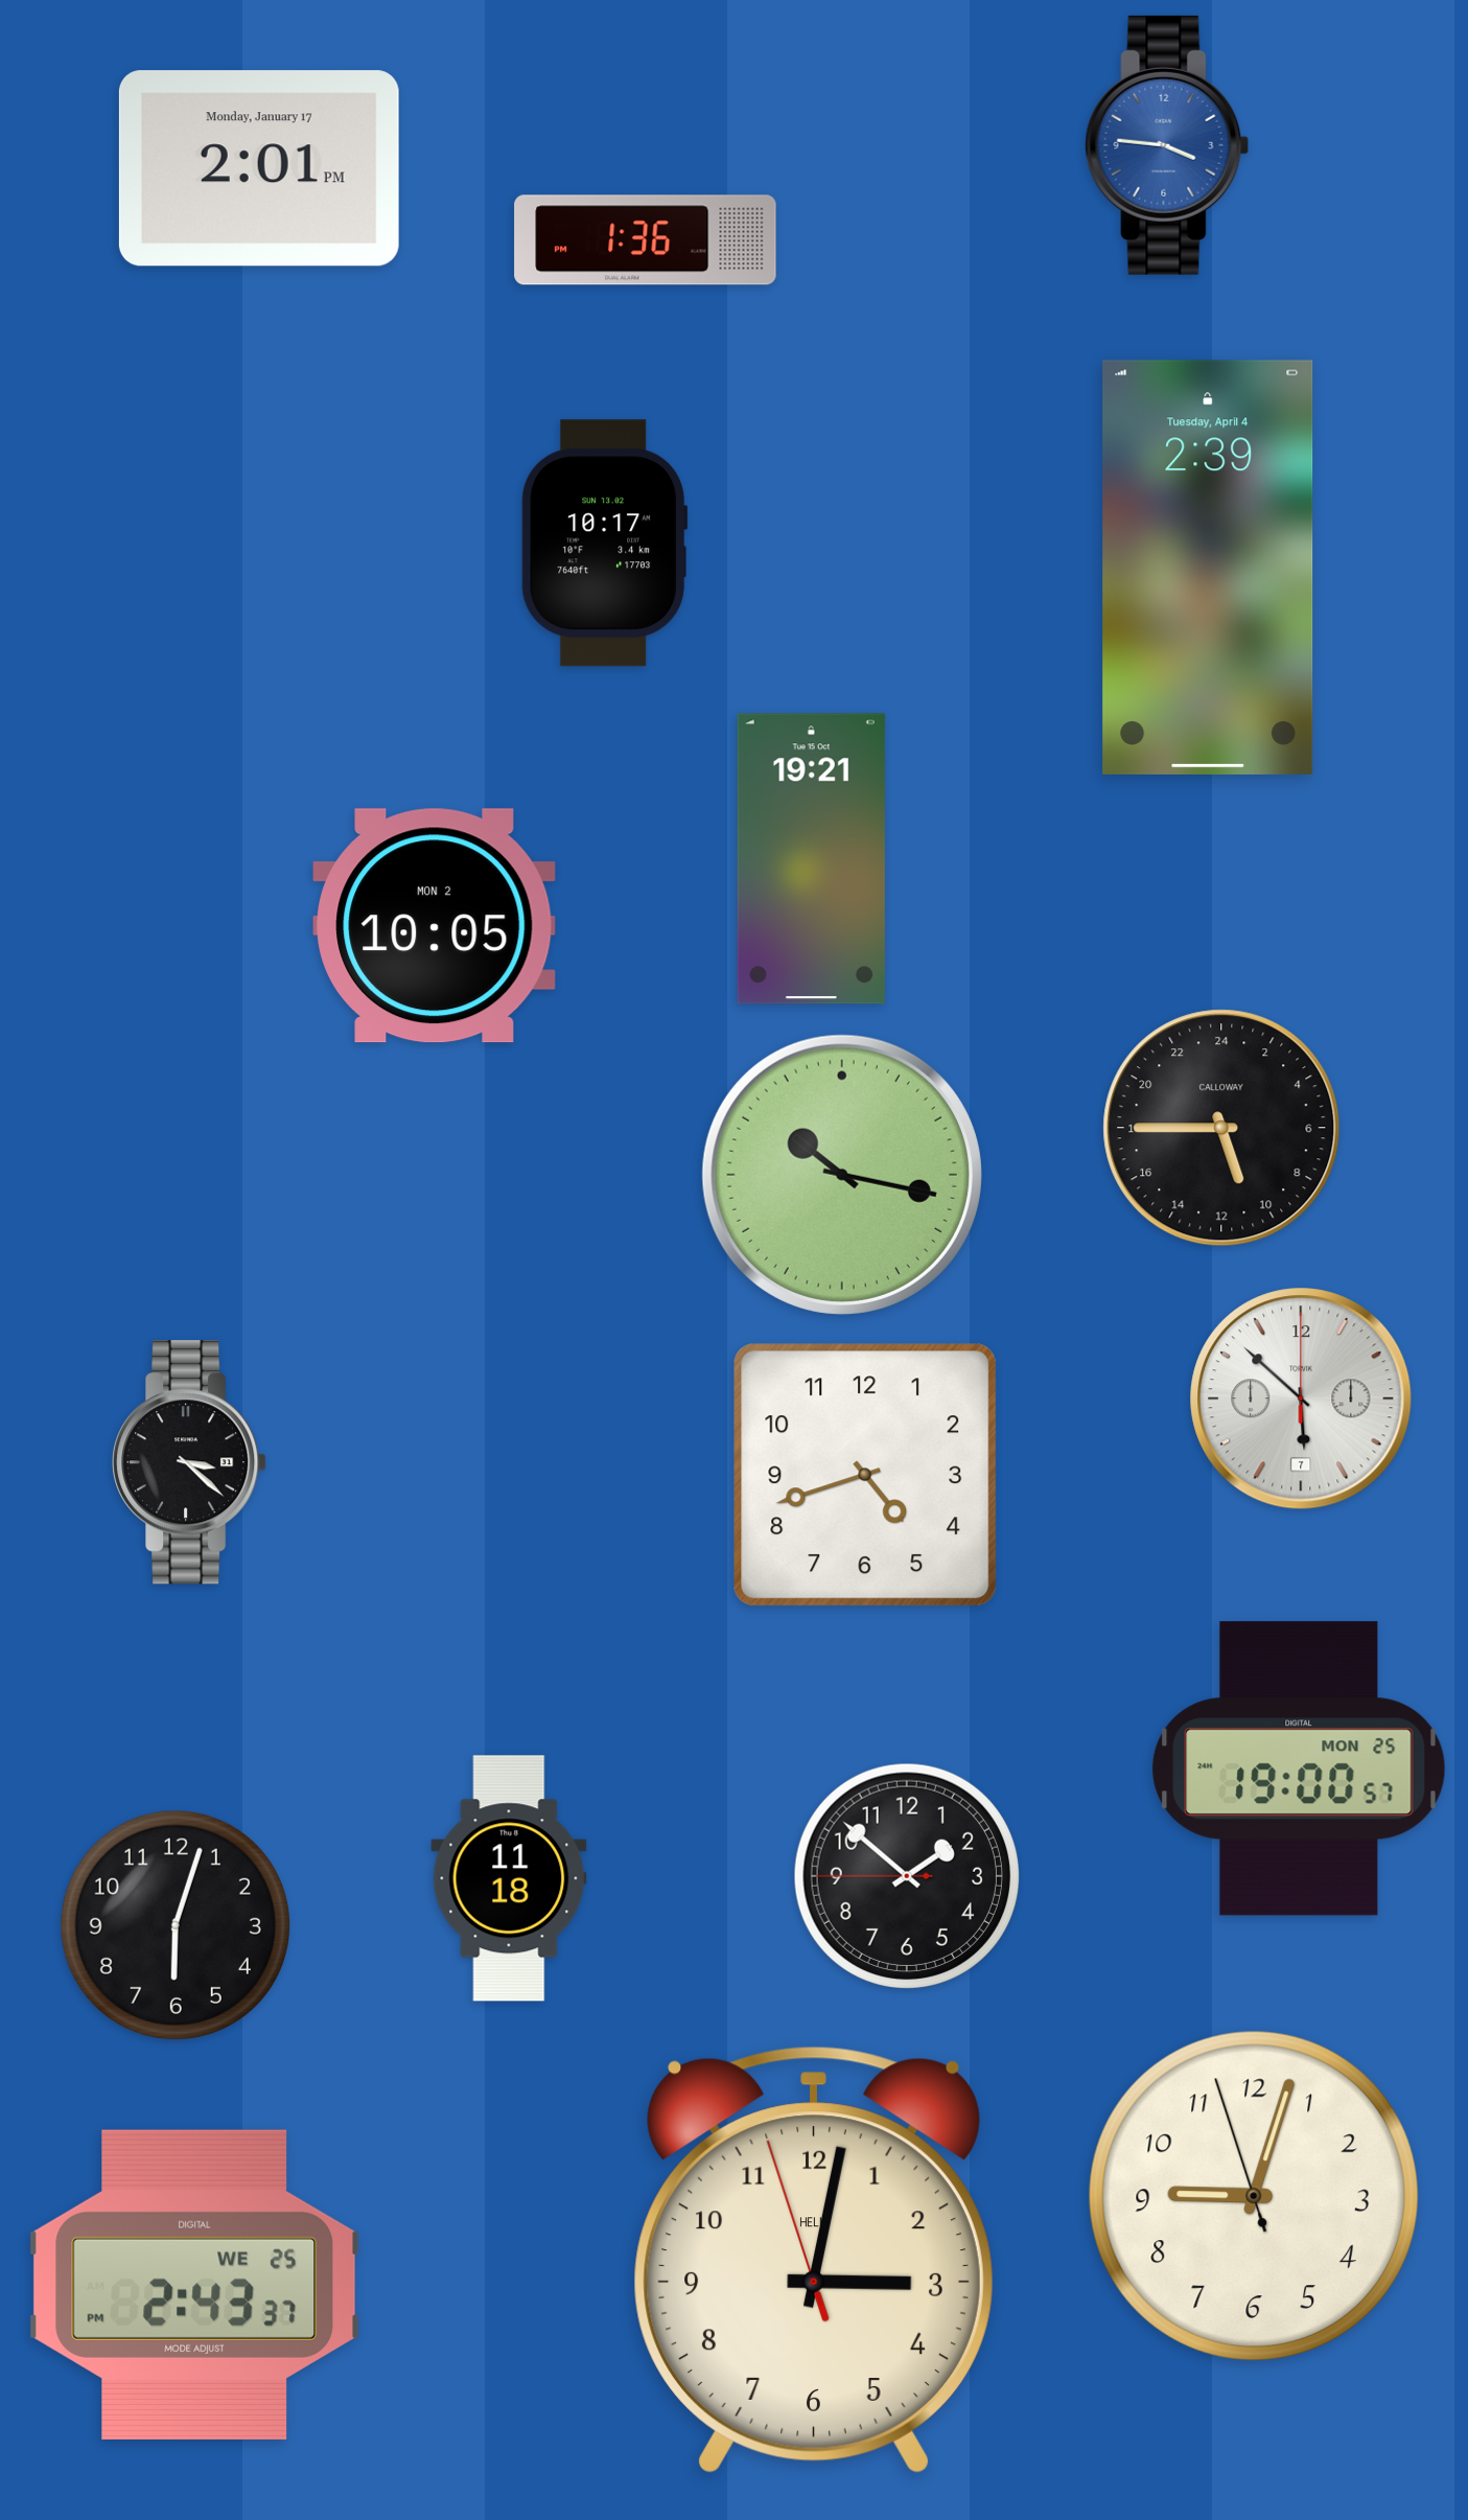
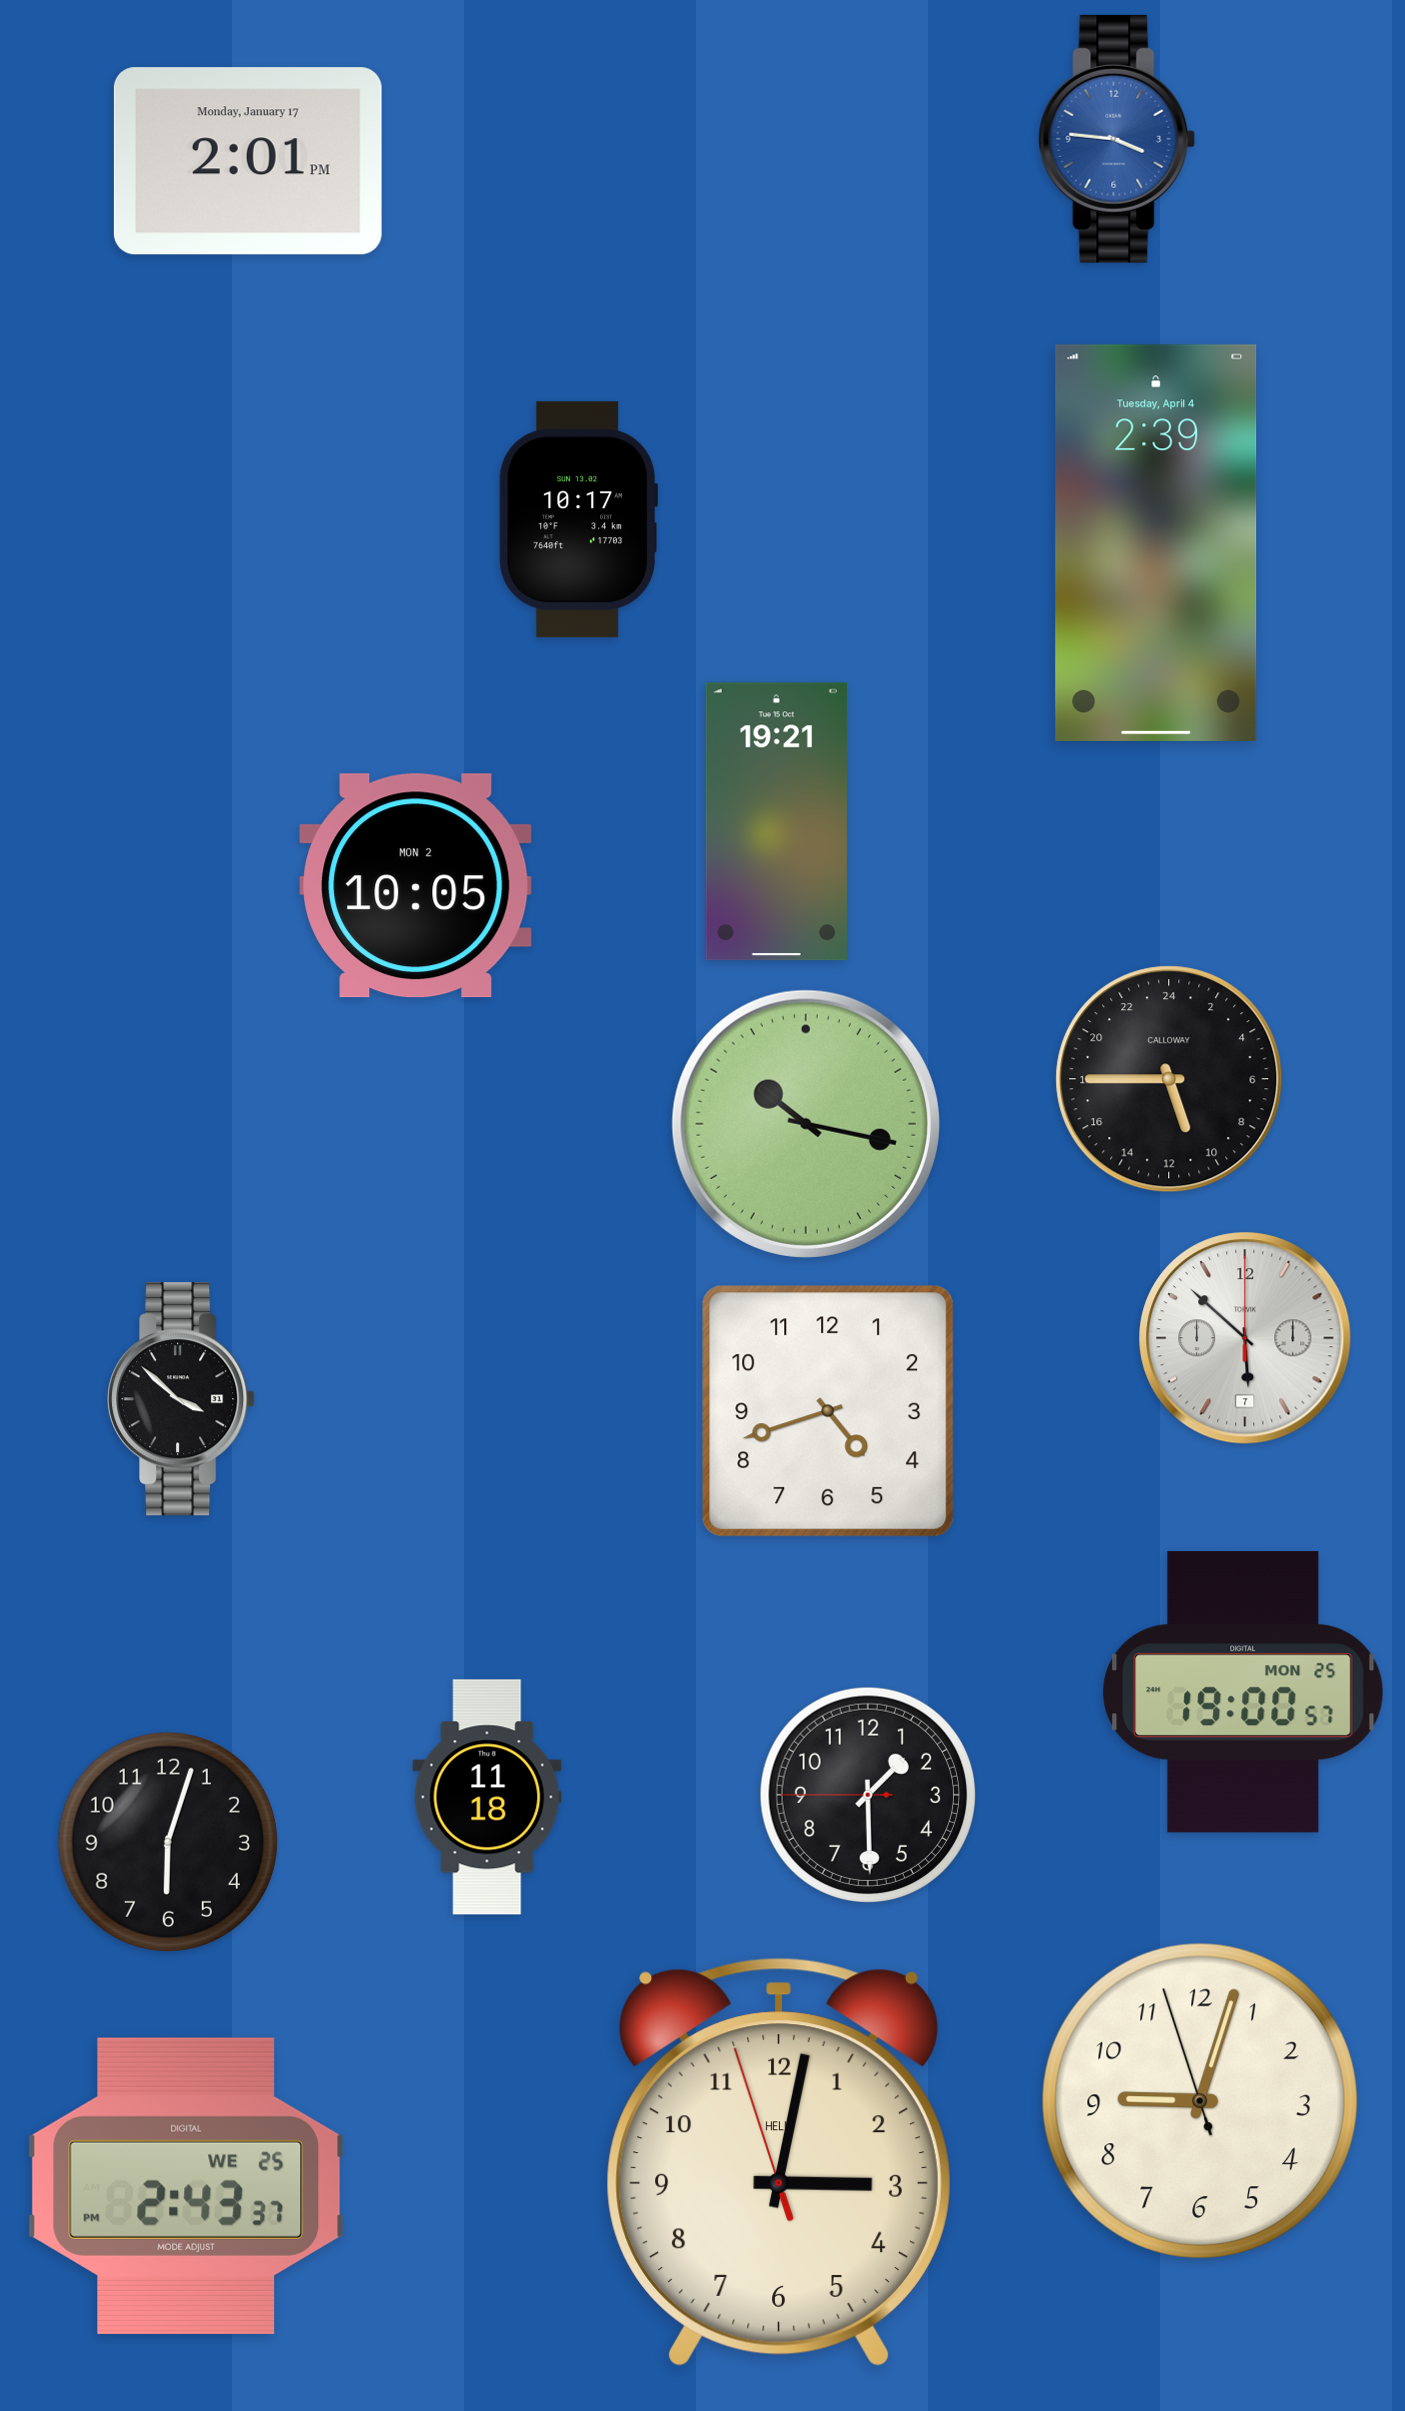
clock at (646, 240): 1:36 -> none
clock at (190, 1462): 3:22 -> 3:52
clock at (906, 1875): 1:51 -> 1:29
